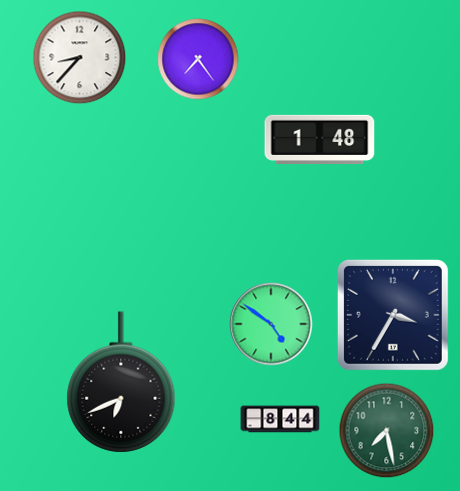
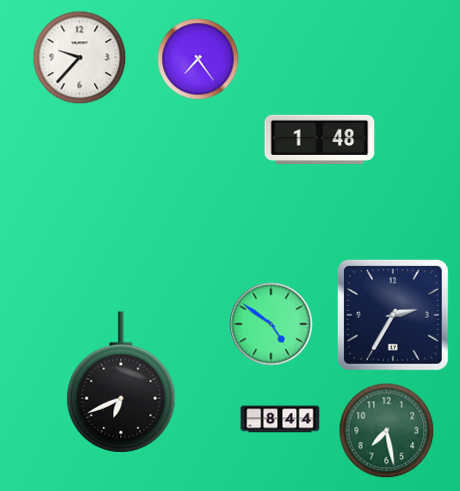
clock at (80, 58): 8:37 -> 9:37
clock at (393, 315): 3:35 -> 2:35
